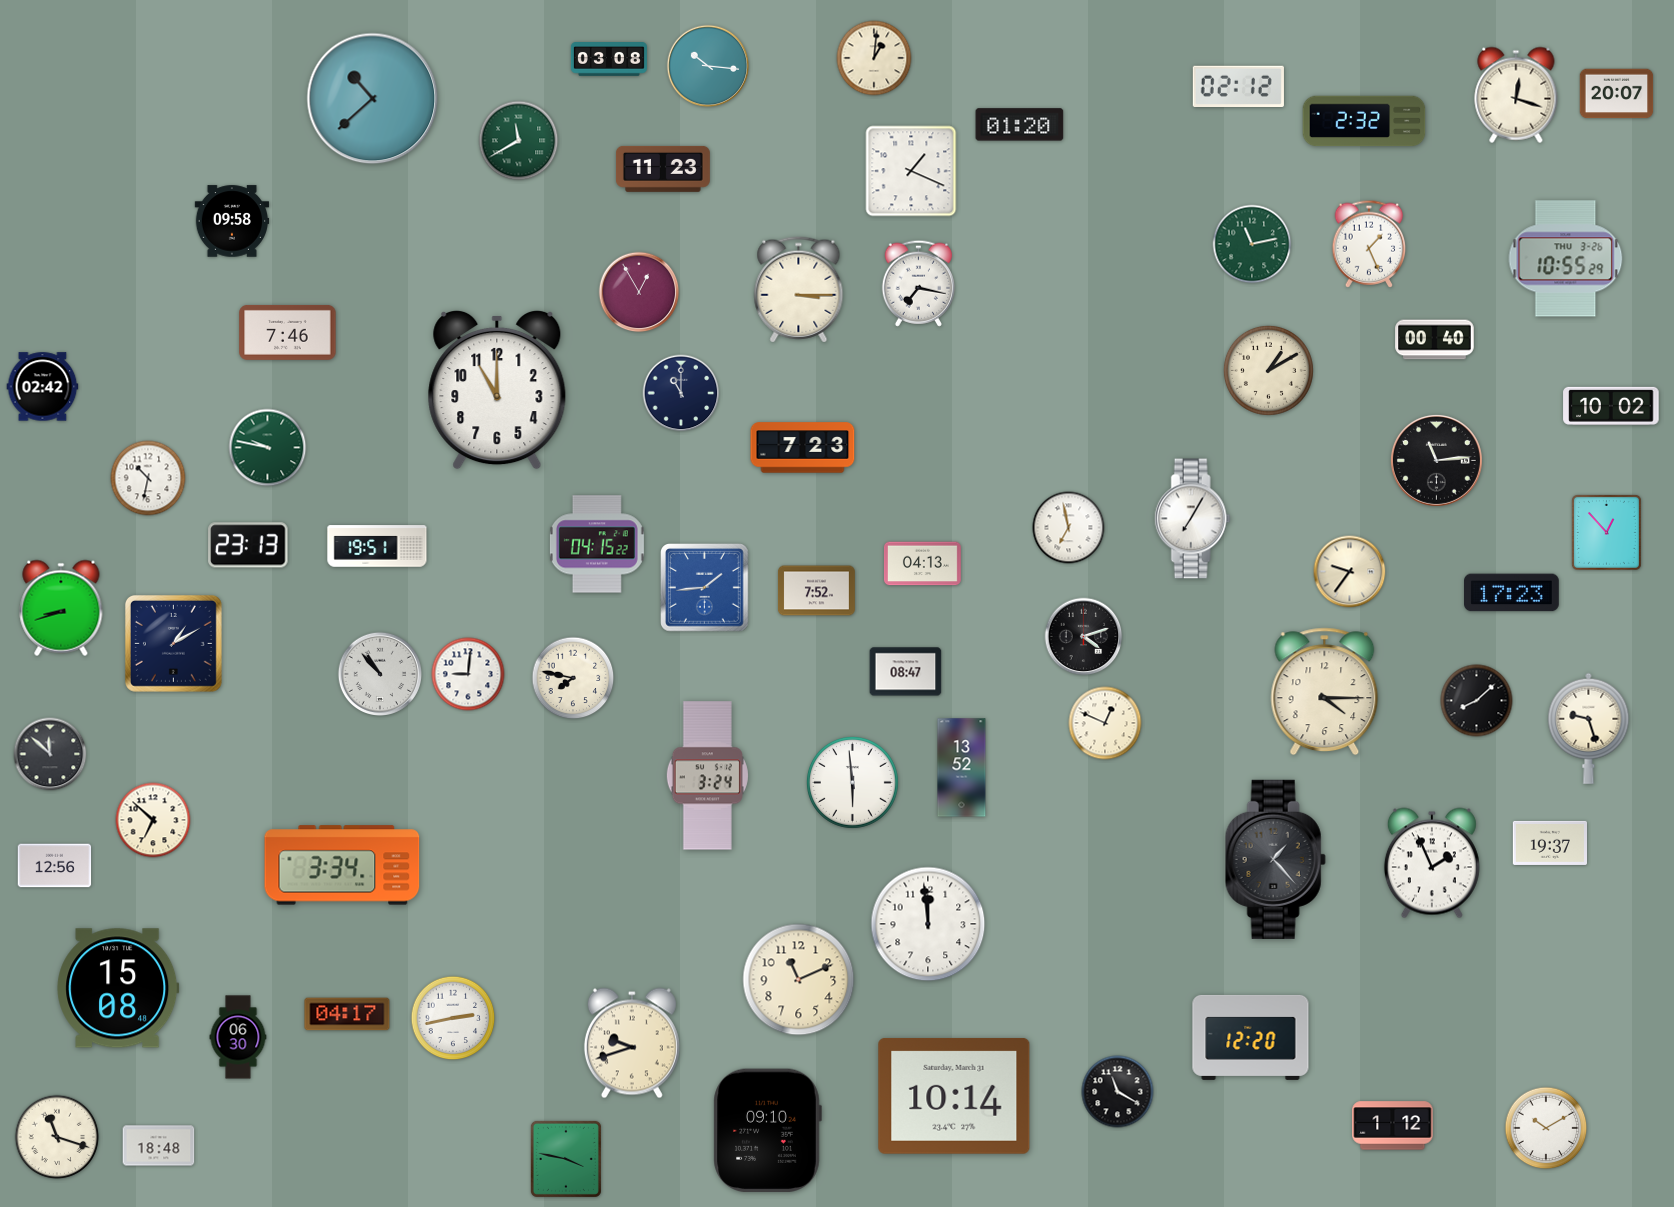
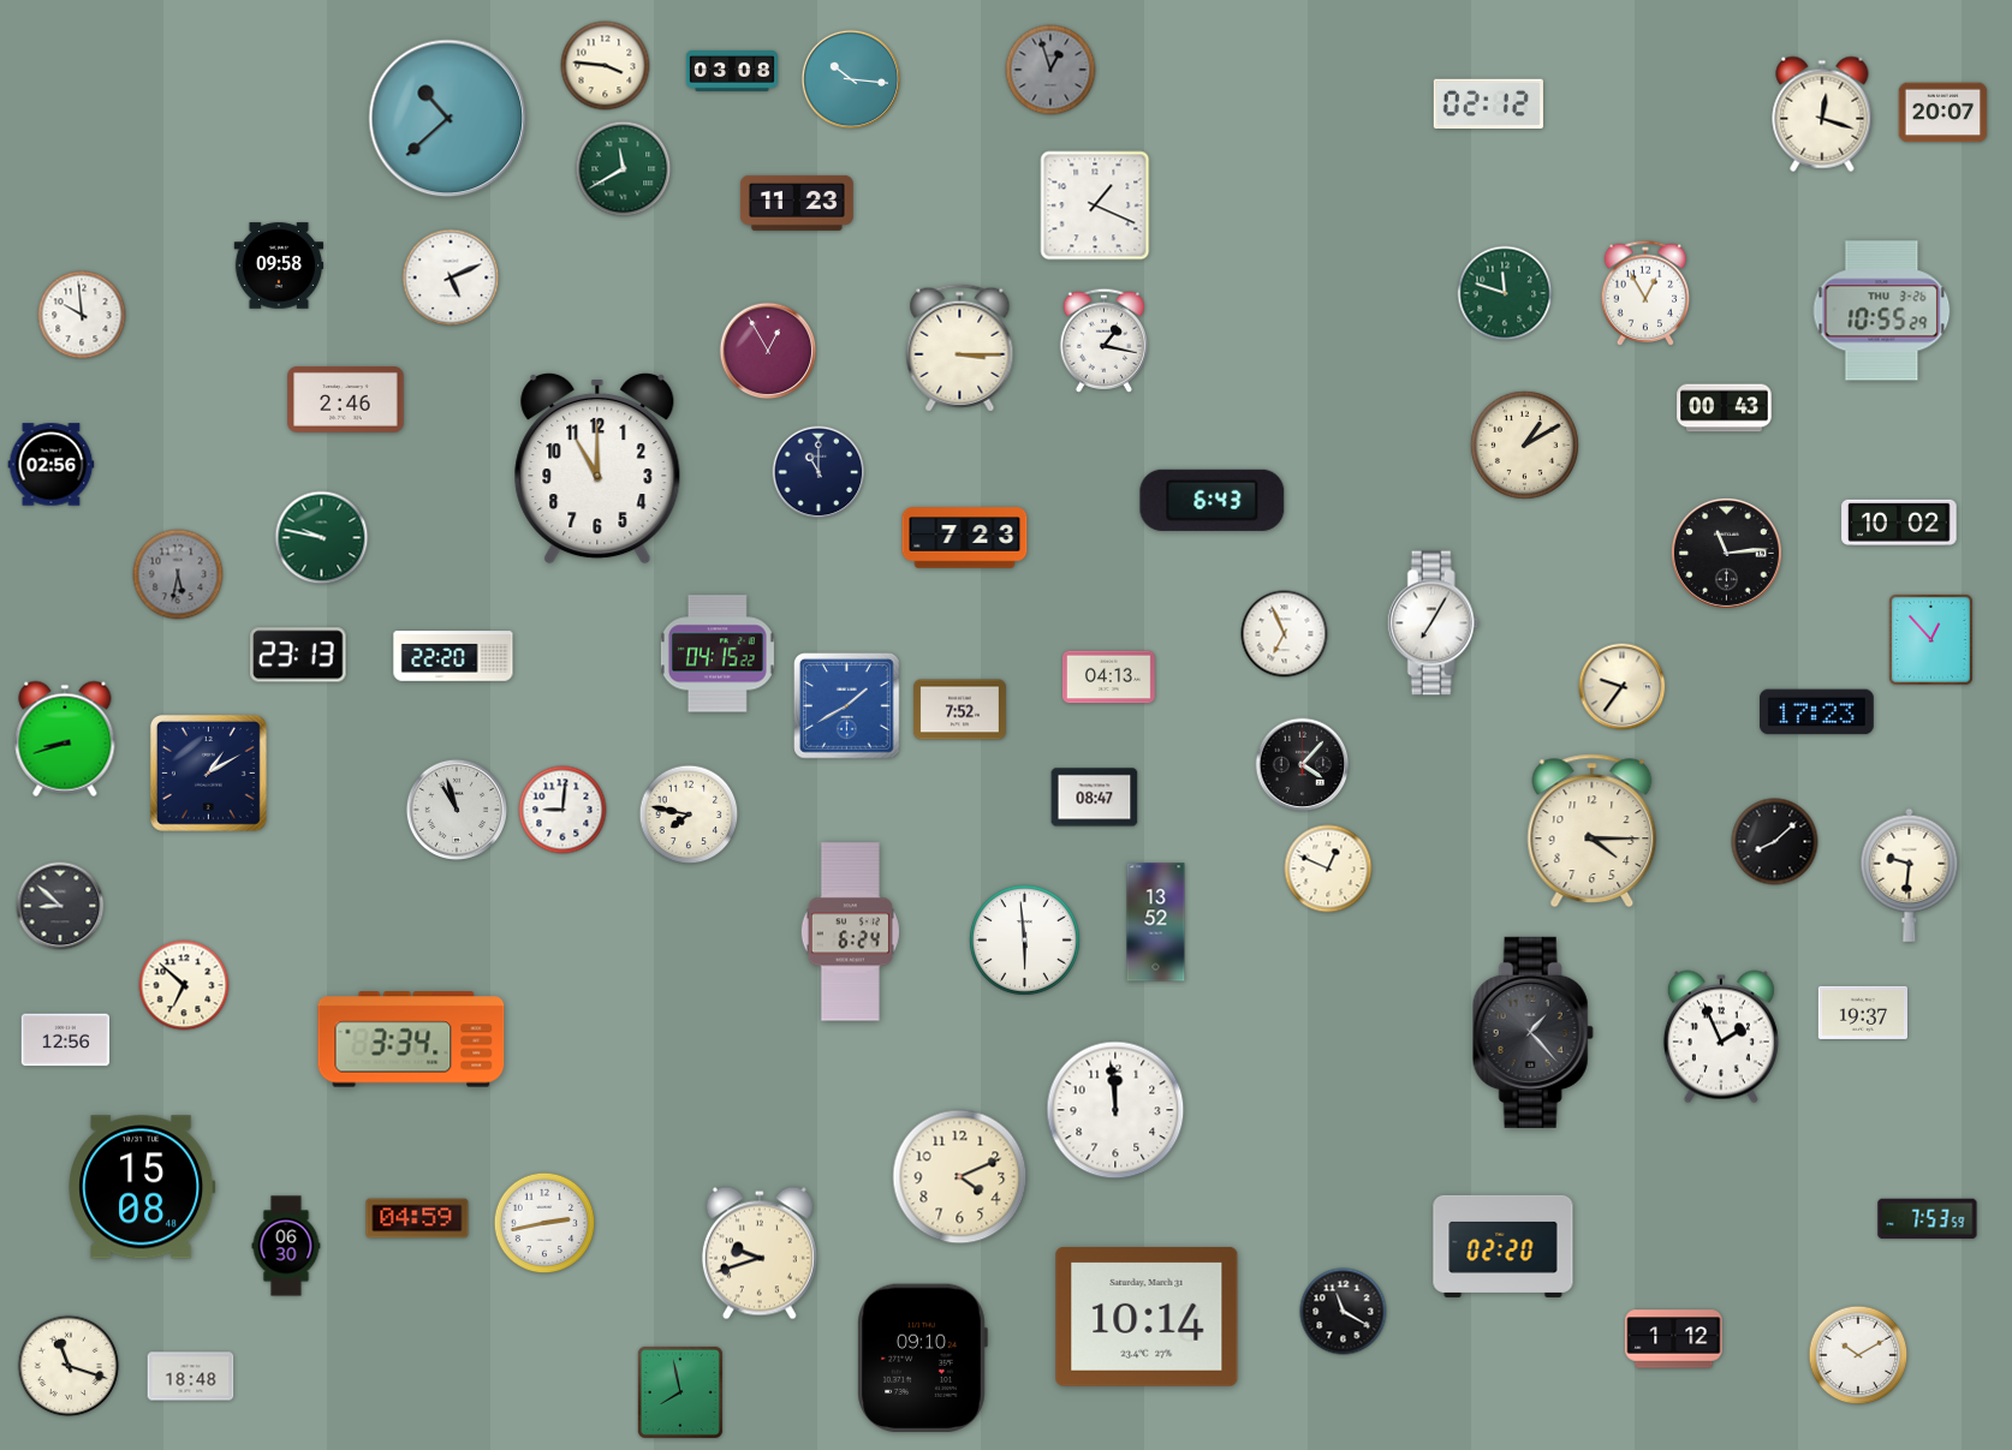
clock at (606, 66): none -> 3:46
clock at (874, 58): 1:01 -> 12:57
clock at (874, 58) dial: cream -> grey
clock at (1364, 121): 2:32 -> none
clock at (1020, 125): 01:20 -> none
clock at (451, 278): none -> 5:11
clock at (1252, 244): 11:13 -> 11:48
clock at (1369, 244): 1:26 -> 12:55
clock at (82, 315): none -> 9:59
clock at (918, 283): 7:17 -> 1:17
clock at (288, 332): 7:46 -> 2:46
clock at (1435, 340): 00:40 -> 00:43
clock at (43, 387): 02:42 -> 02:56
clock at (1611, 406) position: (1611, 406) -> (1899, 523)
clock at (1213, 500): none -> 6:43
clock at (148, 478): 10:32 -> 5:32
clock at (148, 478) dial: white -> grey
clock at (1069, 528): 6:58 -> 6:56
clock at (377, 546): 19:51 -> 22:20
clock at (705, 588): 1:44 -> 1:40
clock at (816, 591) position: (816, 591) -> (959, 710)
clock at (61, 608) position: (61, 608) -> (65, 739)
clock at (1084, 637): 4:12 -> 4:07
clock at (906, 672) position: (906, 672) -> (1095, 798)
clock at (379, 673): 10:53 -> 10:57
clock at (1589, 728): 9:27 -> 9:31
clock at (50, 754): 11:52 -> 8:52
clock at (707, 776): 3:24 -> 6:24
clock at (799, 980): 11:11 -> 4:11
clock at (347, 1014): 04:17 -> 04:59
clock at (1928, 1219): none -> 7:53
clock at (1251, 1037): 12:20 -> 02:20
clock at (1393, 1126) position: (1393, 1126) -> (1674, 1339)
clock at (566, 1159): 3:47 -> 7:58
